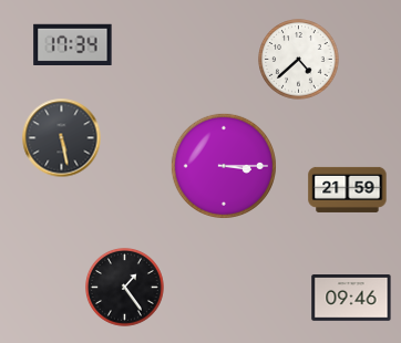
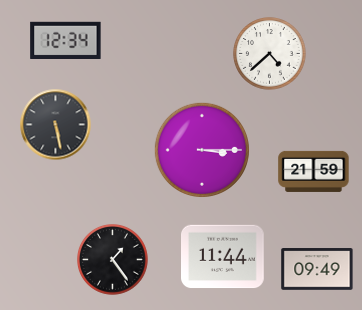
clock at (73, 44): 17:34 -> 12:34
clock at (223, 257): none -> 11:44
clock at (351, 298): 09:46 -> 09:49
